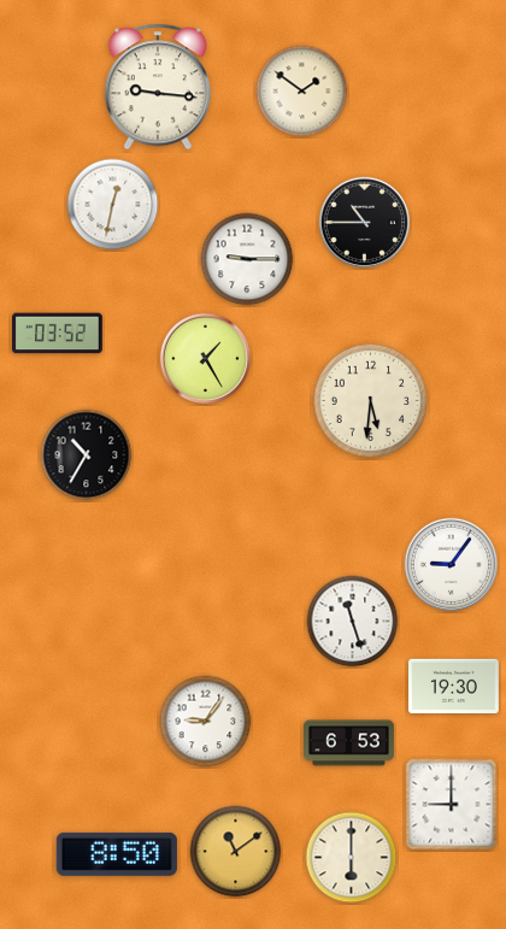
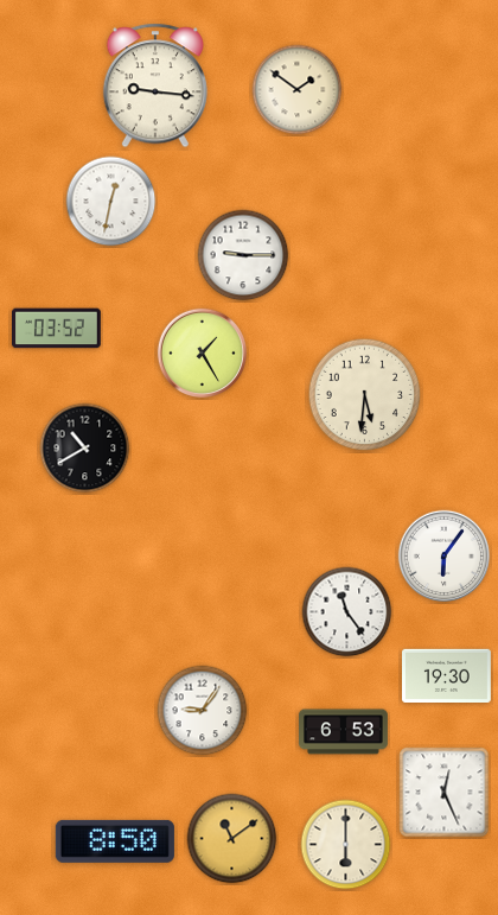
clock at (364, 222): 10:45 -> none
clock at (87, 455): 10:35 -> 10:40
clock at (452, 565): 9:06 -> 6:06
clock at (353, 622): 11:27 -> 11:24
clock at (452, 805): 9:00 -> 12:26
